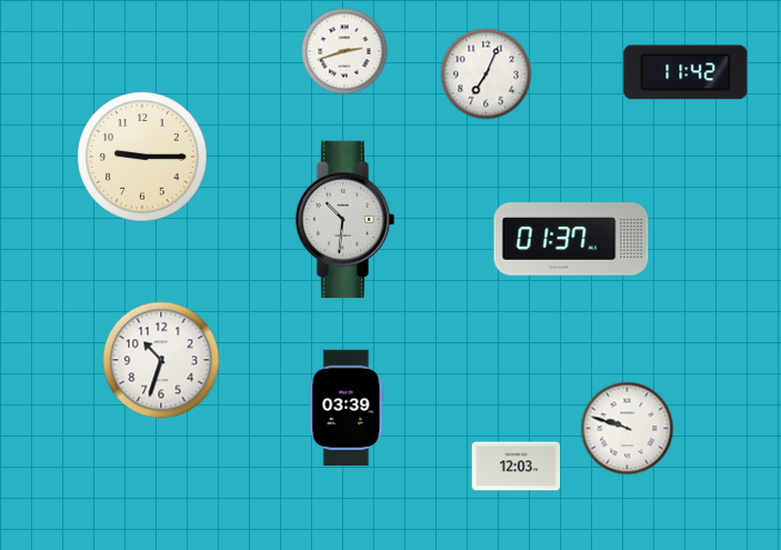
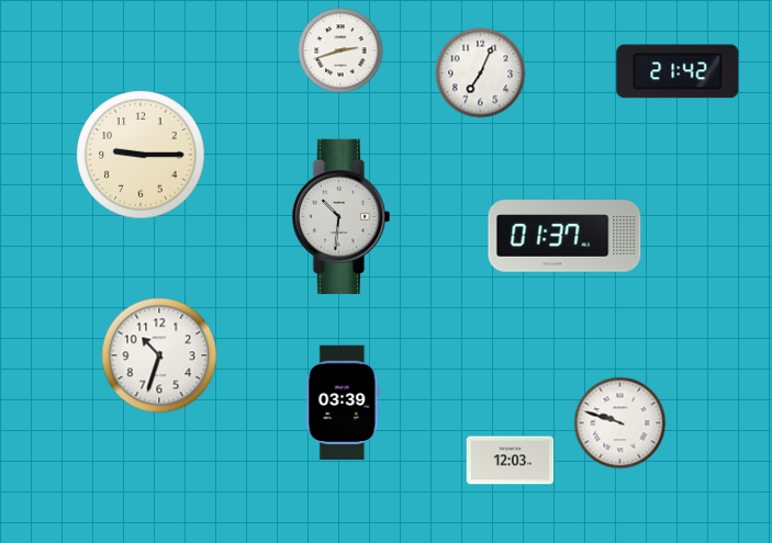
clock at (685, 72): 11:42 -> 21:42
